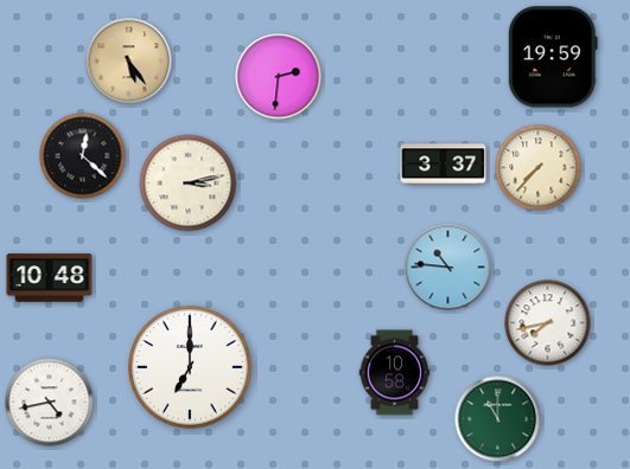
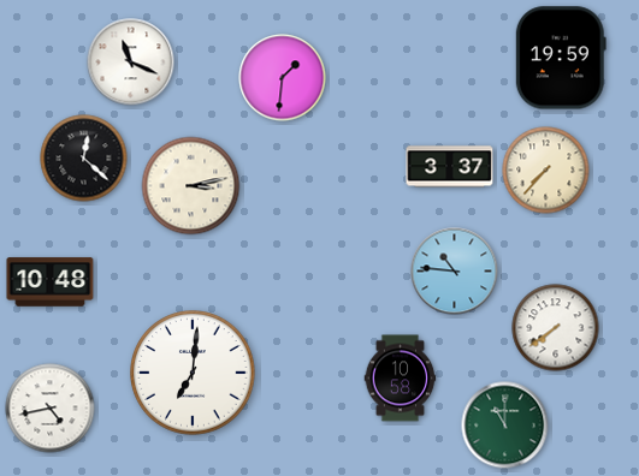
clock at (129, 62): 5:24 -> 11:19
clock at (129, 62) dial: champagne -> white
clock at (279, 77): 2:31 -> 1:31
clock at (548, 323): 7:43 -> 7:39
clock at (190, 367): 7:00 -> 7:01
